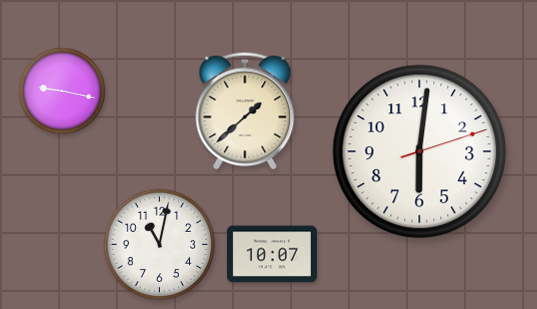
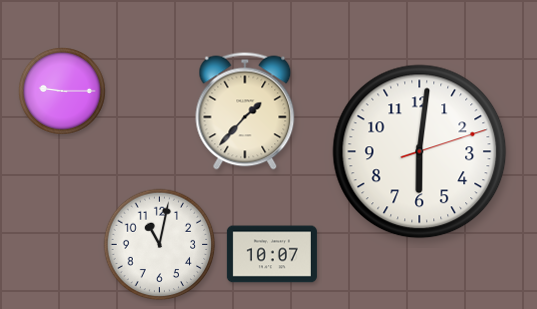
clock at (63, 92): 9:17 -> 9:15
clock at (245, 111): 1:38 -> 1:37
